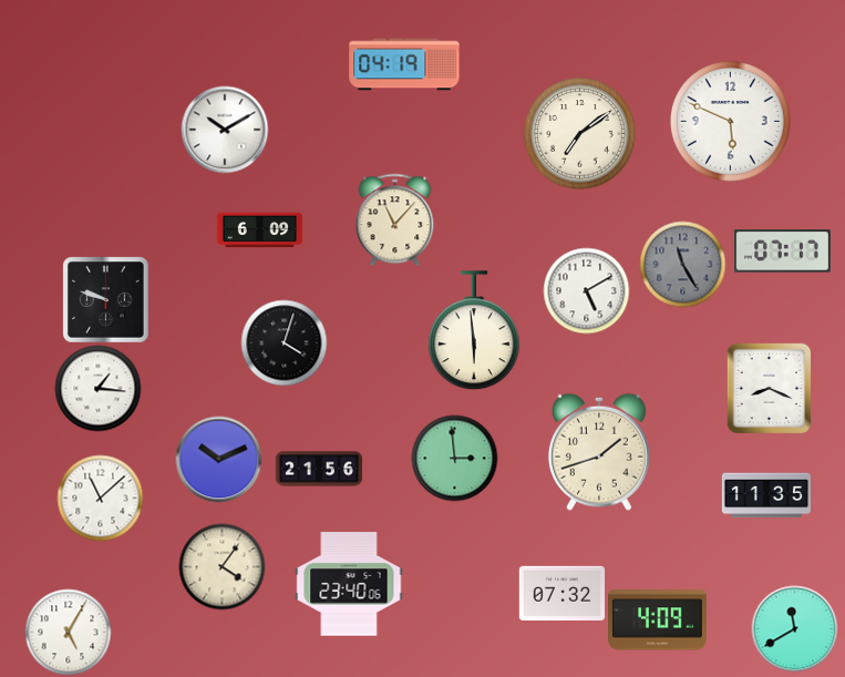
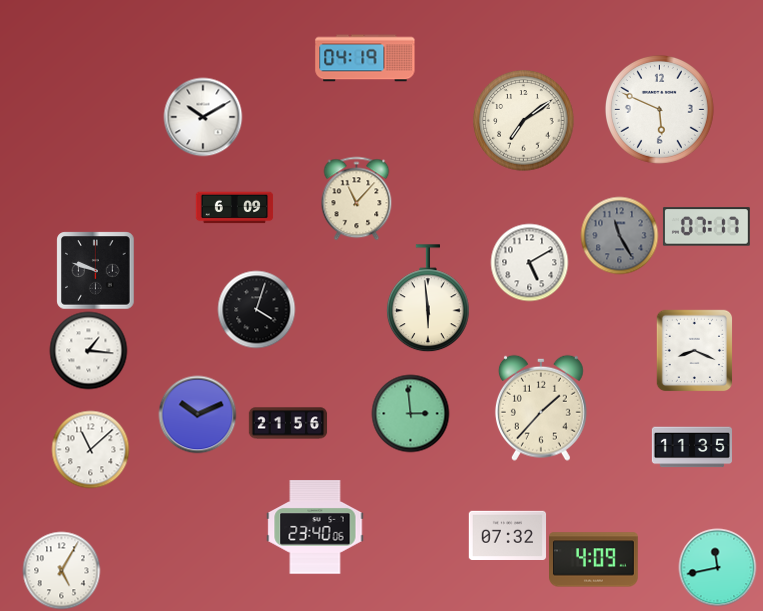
clock at (682, 264) position: (682, 264) -> (619, 235)
clock at (599, 452): 1:42 -> 1:37
clock at (221, 566): 4:06 -> none
clock at (794, 628): 11:40 -> 11:43
